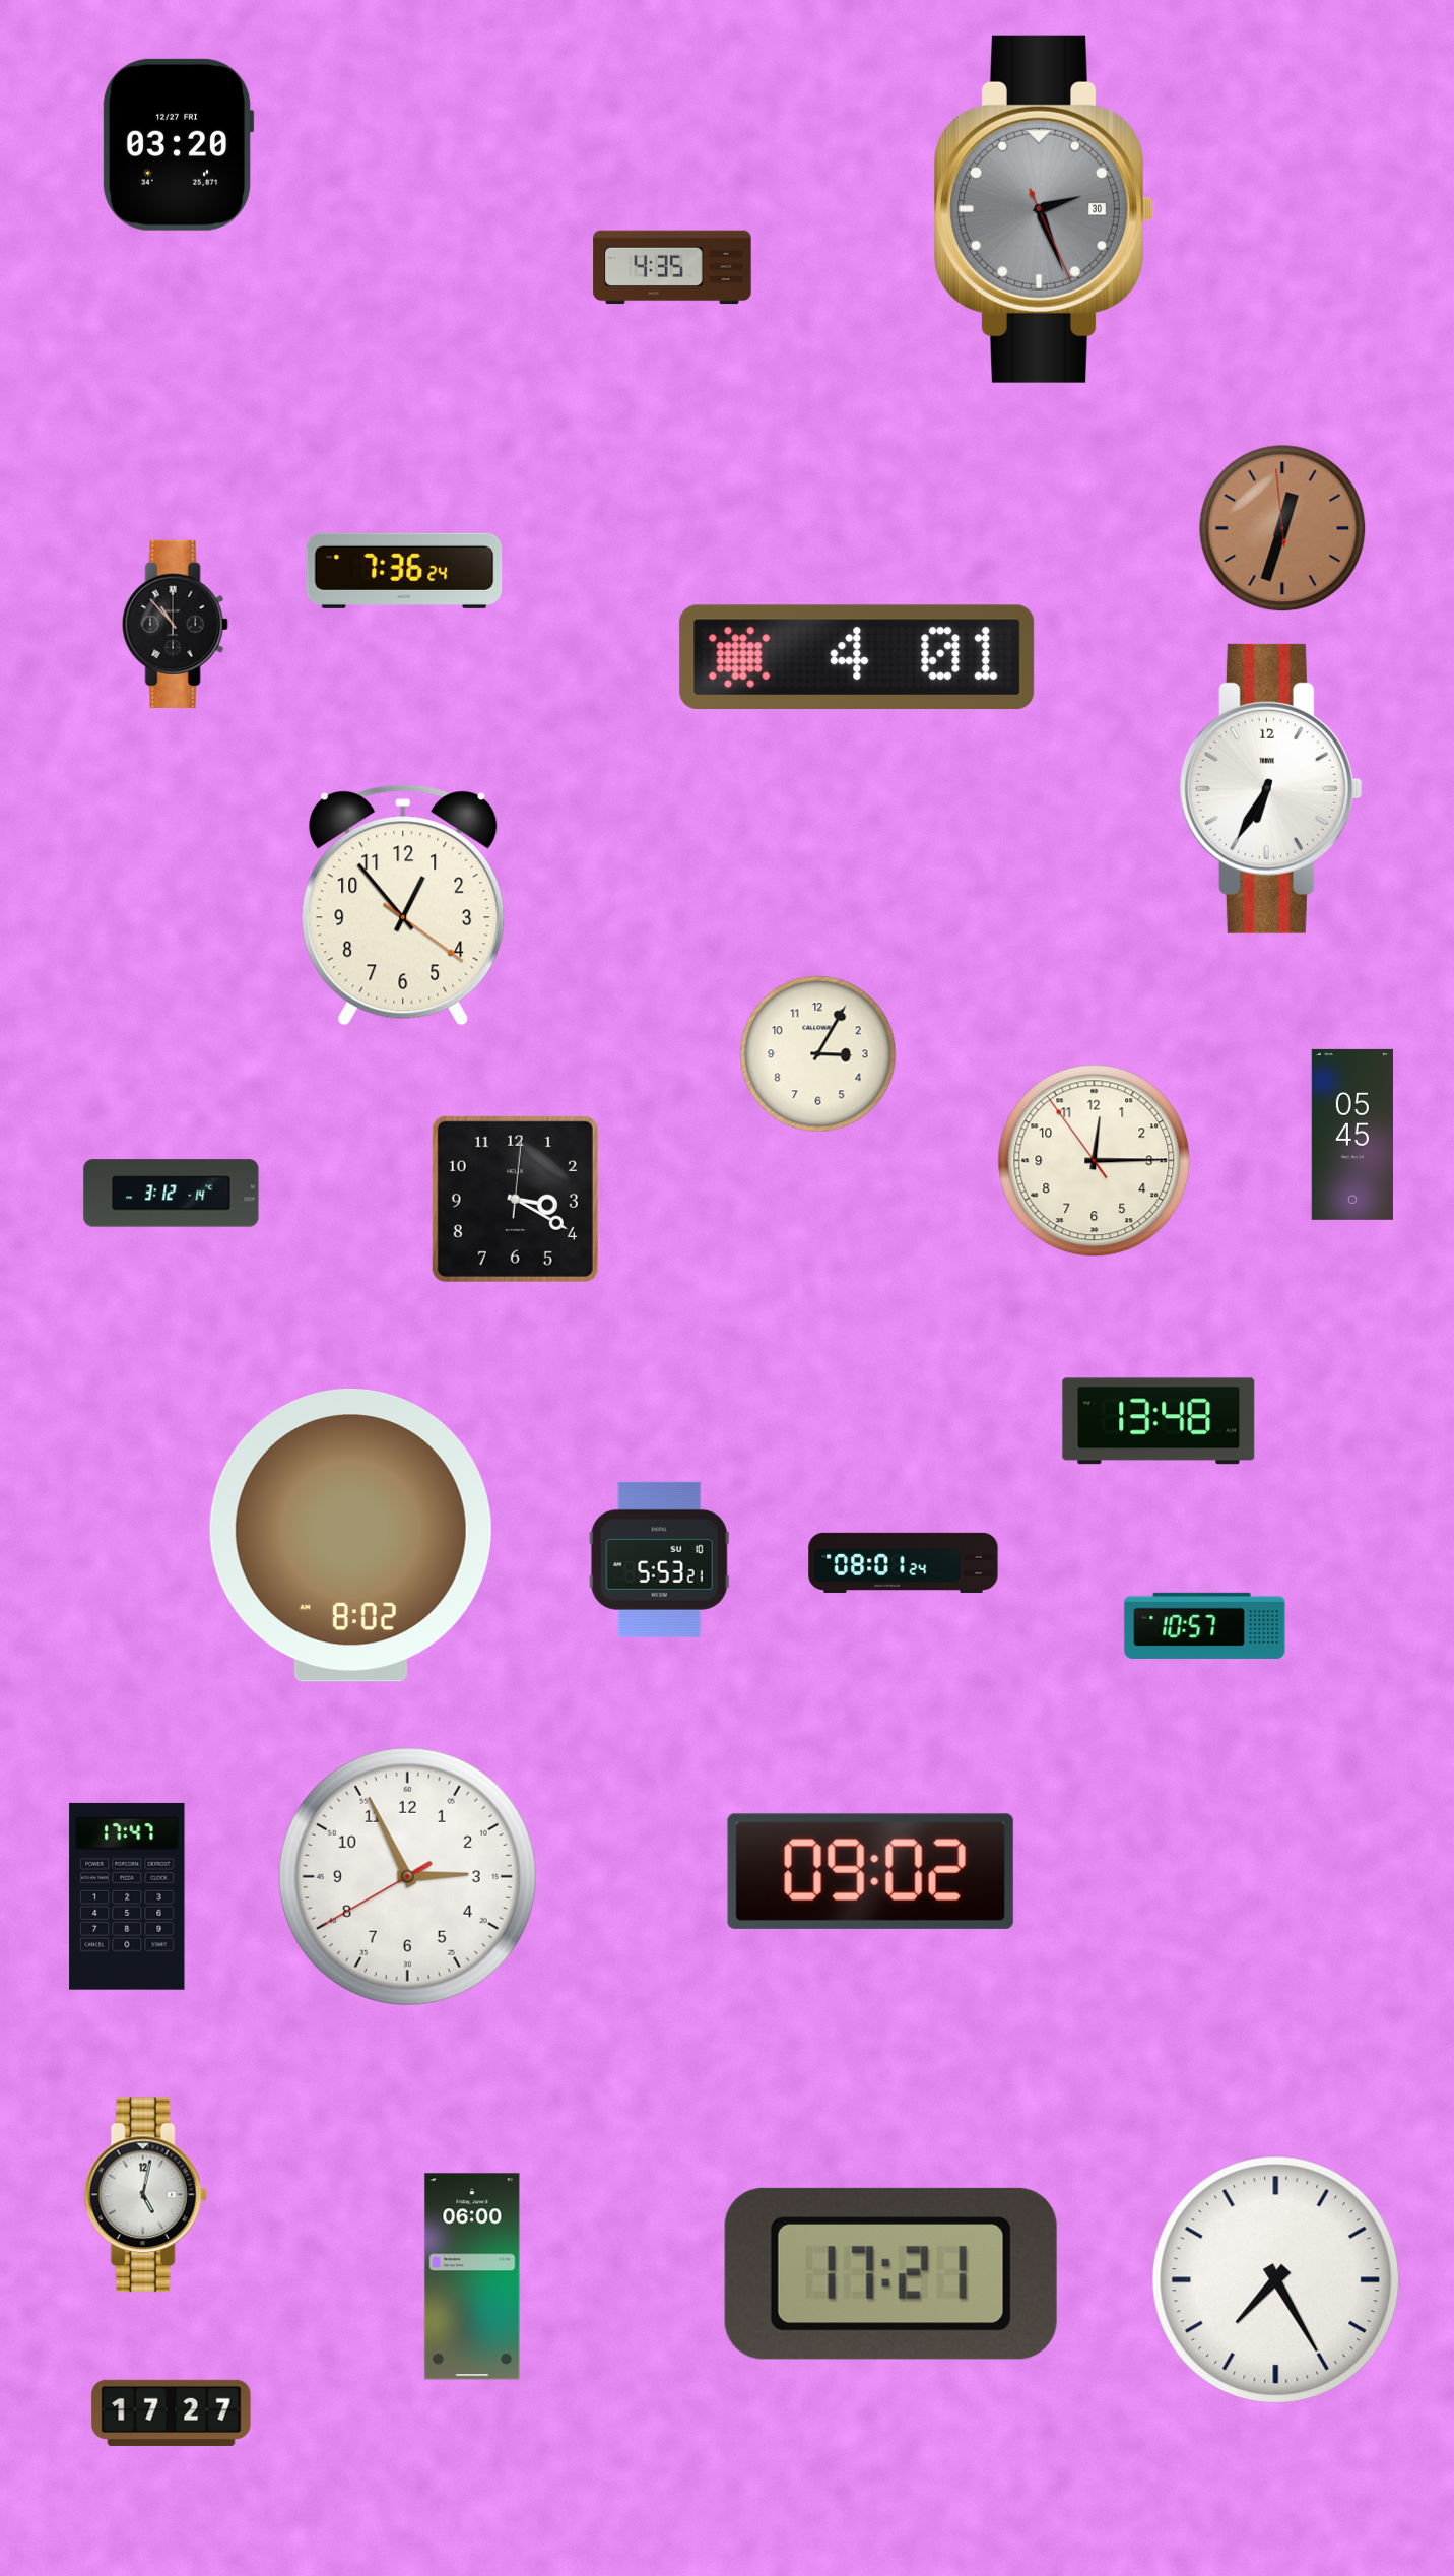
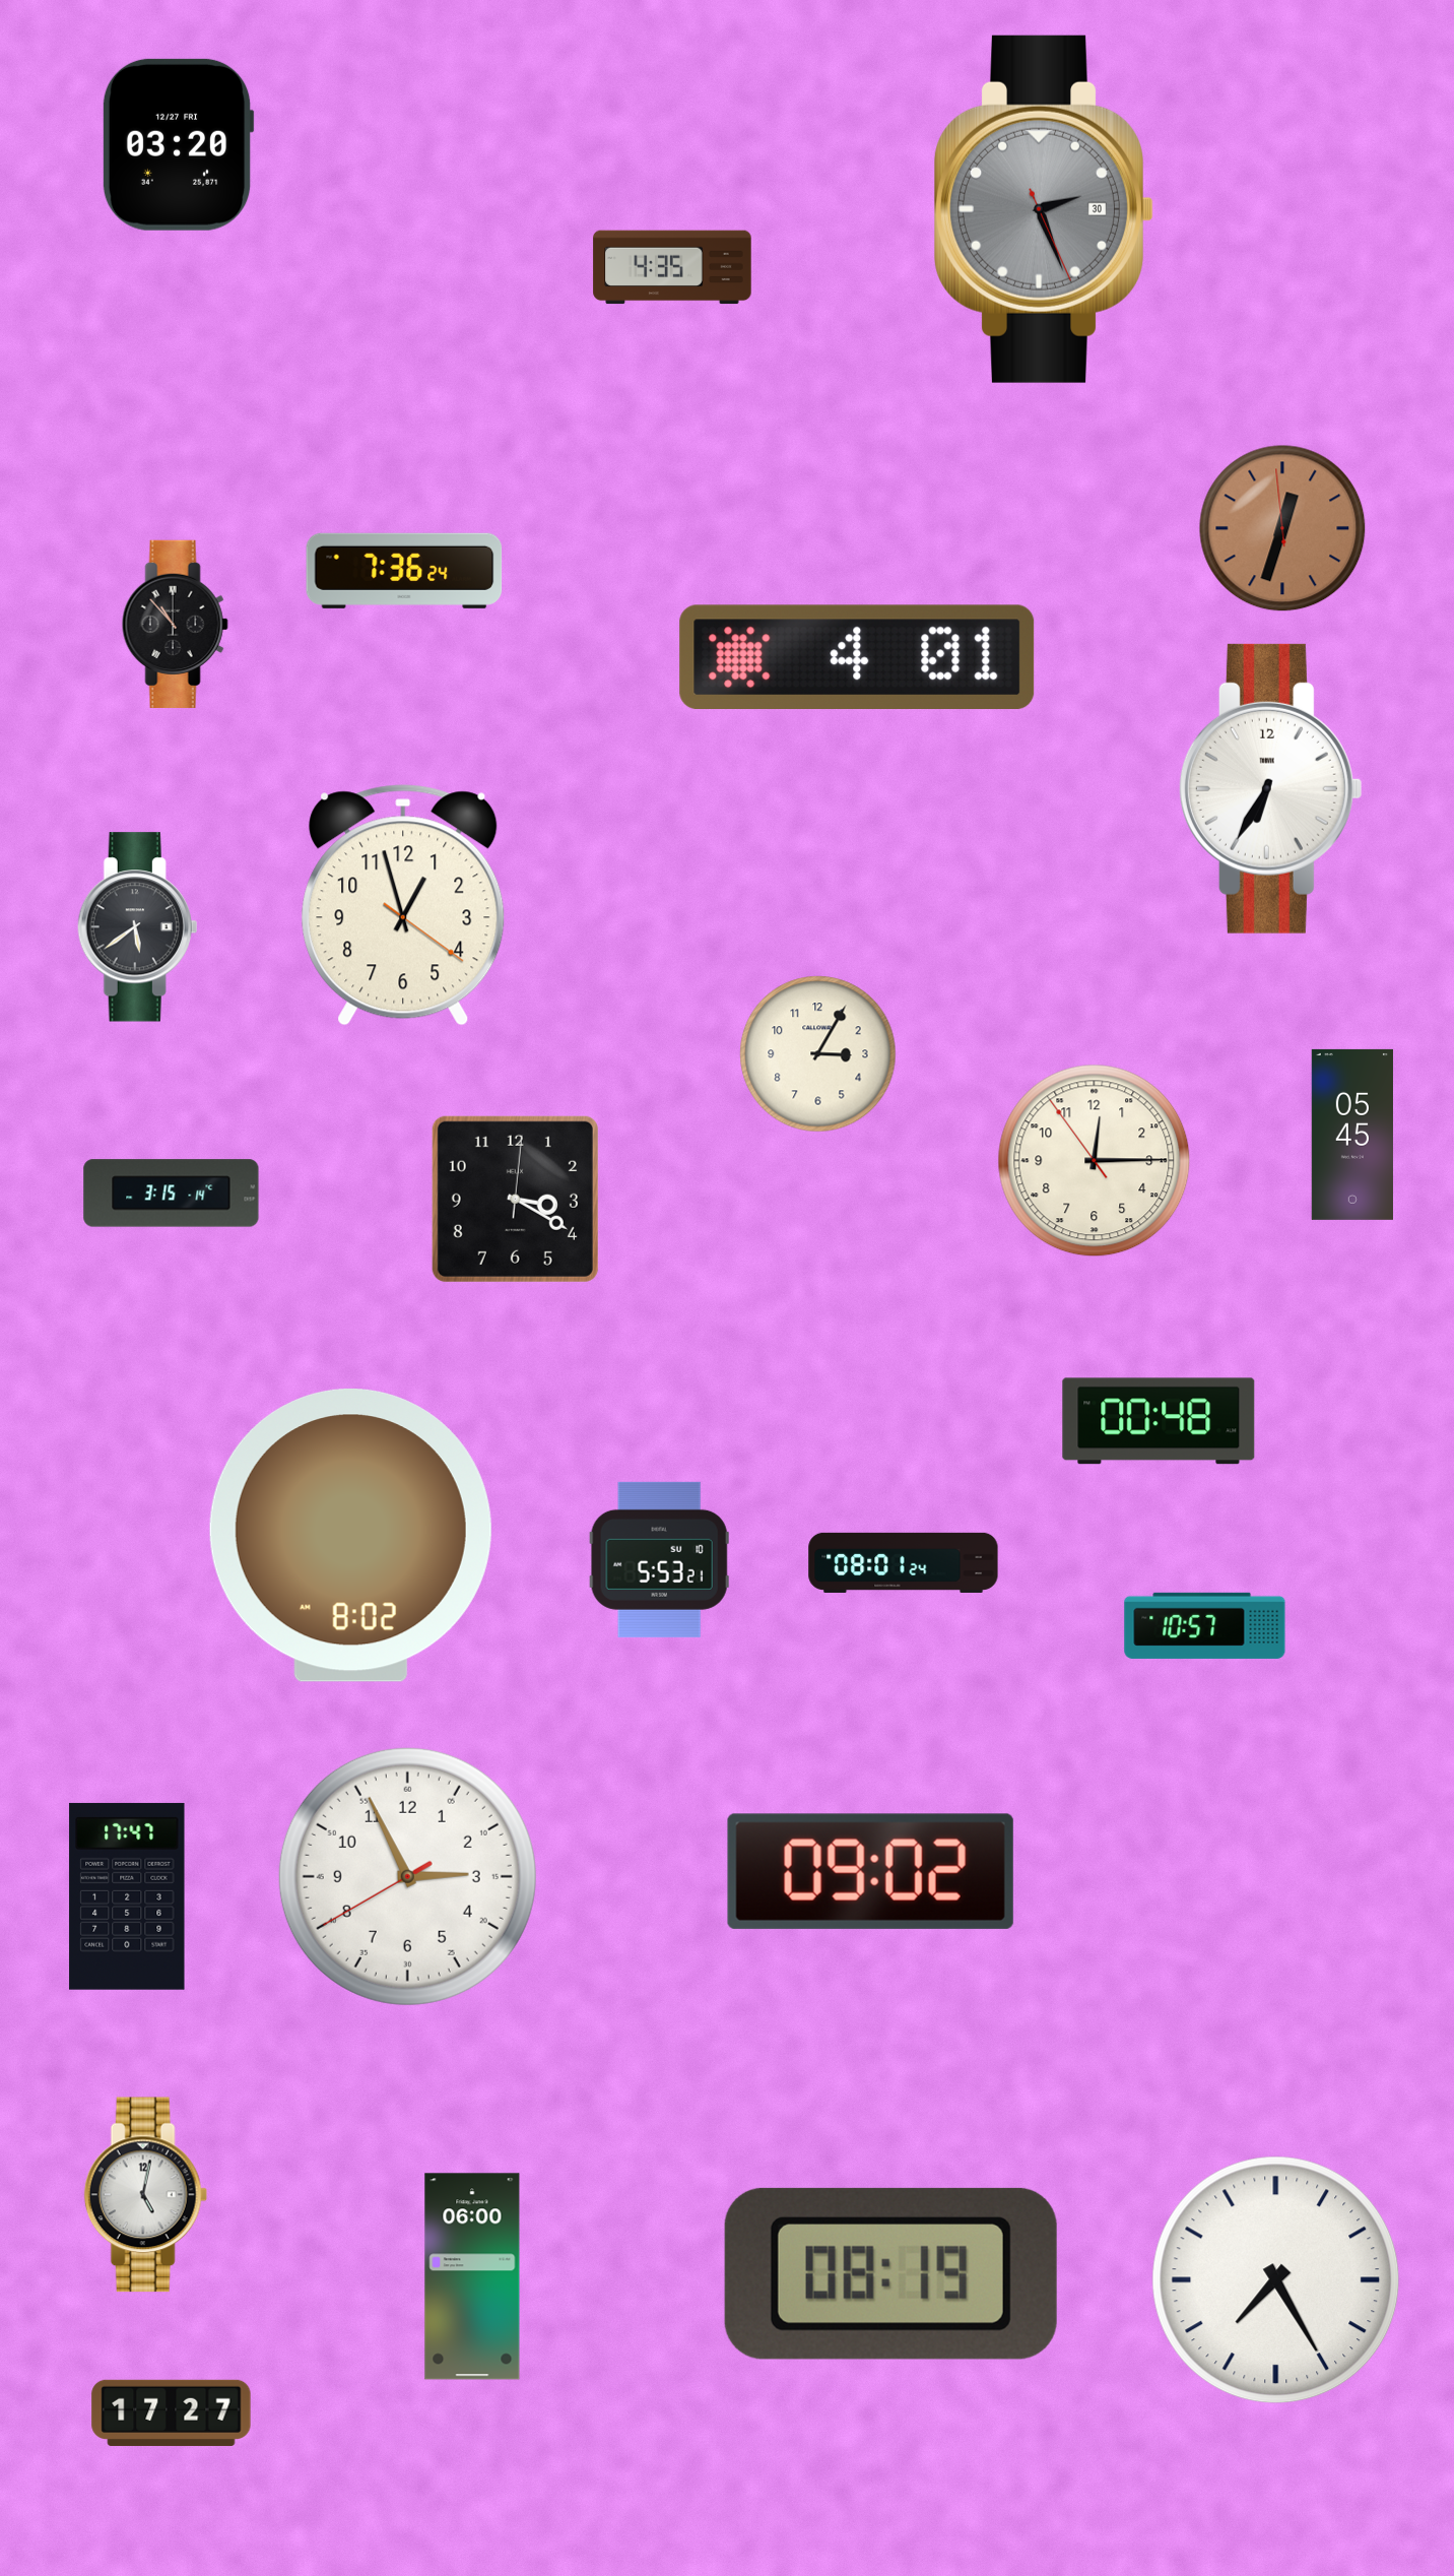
clock at (403, 905): 12:53 -> 12:57
clock at (138, 927): none -> 5:39
clock at (172, 1194): 3:12 -> 3:15
clock at (1159, 1421): 13:48 -> 00:48
clock at (890, 2273): 17:21 -> 08:19
